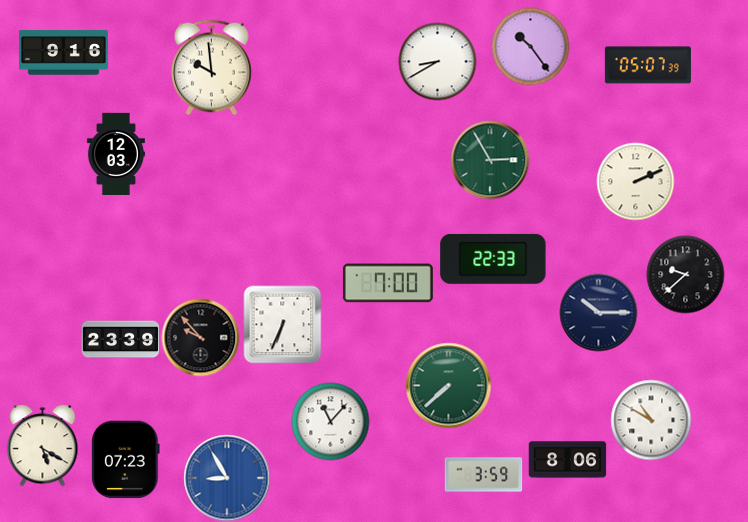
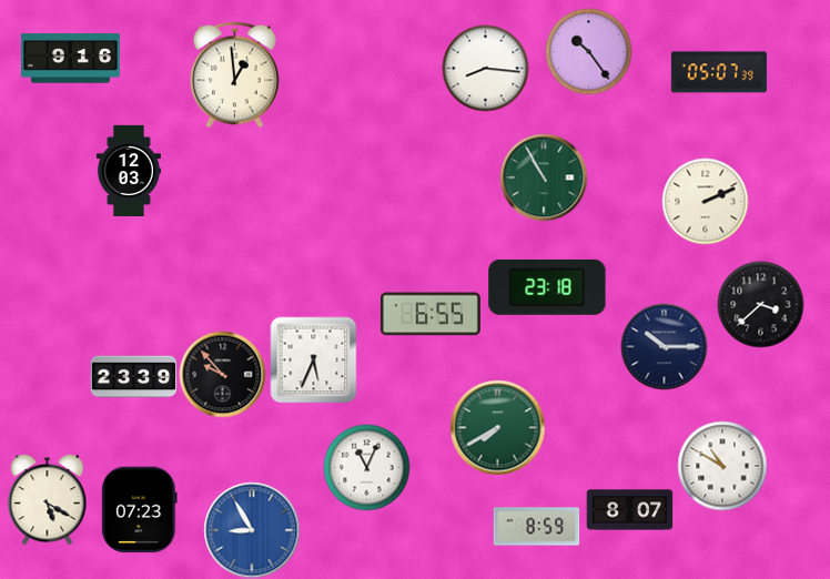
clock at (437, 61): 8:40 -> 8:16
clock at (212, 67): 9:59 -> 12:59
clock at (490, 160): 2:55 -> 10:55
clock at (493, 259): 22:33 -> 23:18
clock at (685, 274): 9:38 -> 3:38
clock at (388, 283): 7:00 -> 6:55
clock at (282, 324): 6:34 -> 5:34
clock at (448, 385): 7:38 -> 7:40
clock at (330, 421): 11:07 -> 11:04
clock at (43, 445) position: (43, 445) -> (48, 499)
clock at (567, 460): 8:06 -> 8:07
clock at (483, 475): 3:59 -> 8:59
